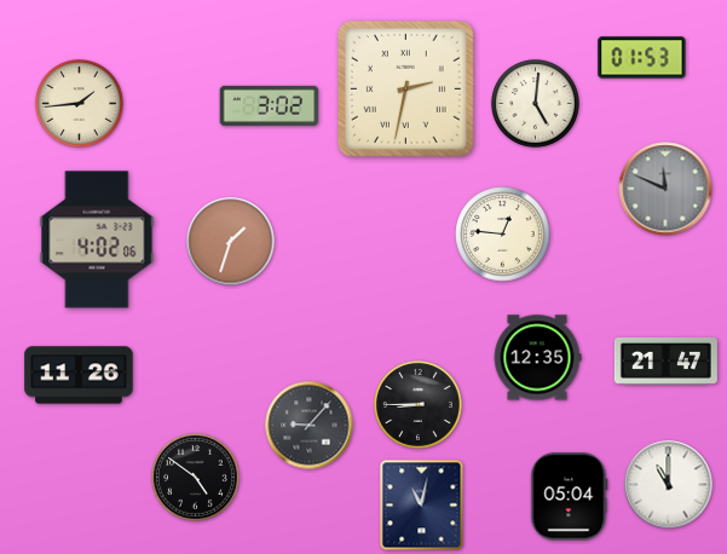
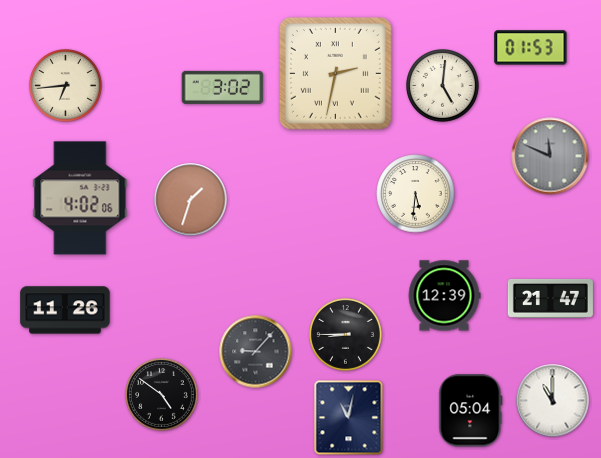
clock at (80, 104): 1:44 -> 6:44
clock at (503, 235): 12:46 -> 5:31
clock at (537, 358): 12:35 -> 12:39
